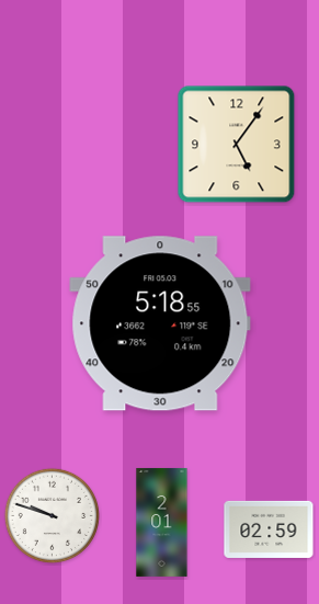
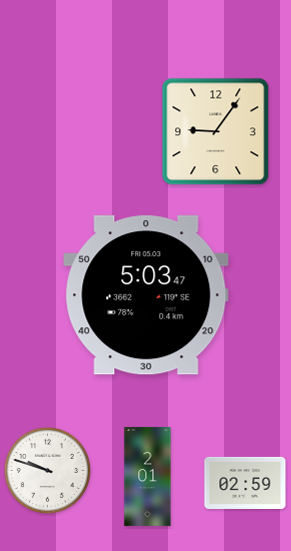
clock at (237, 145): 5:06 -> 9:06
clock at (160, 323): 5:18 -> 5:03
